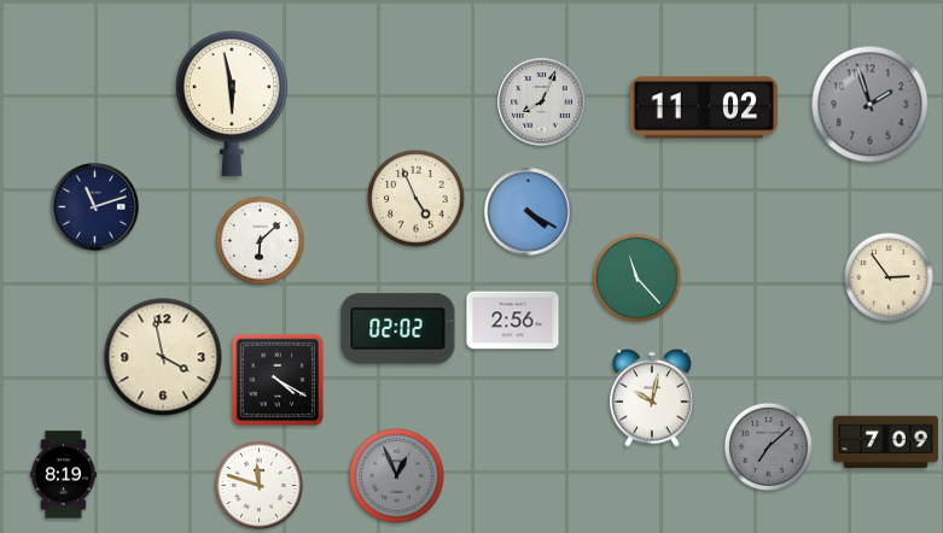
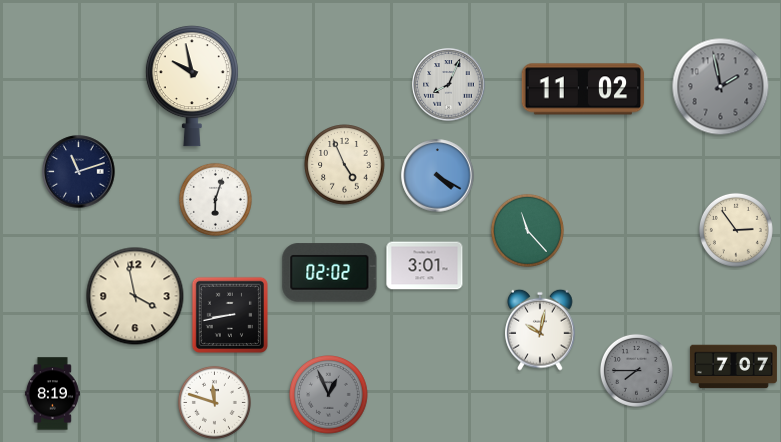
clock at (232, 104): 5:58 -> 9:58
clock at (871, 105): 1:57 -> 1:58
clock at (260, 240): 6:08 -> 6:03
clock at (513, 321): 2:56 -> 3:01
clock at (277, 379): 4:20 -> 8:43
clock at (885, 443): 7:09 -> 7:07
clock at (768, 446): 7:08 -> 7:45
